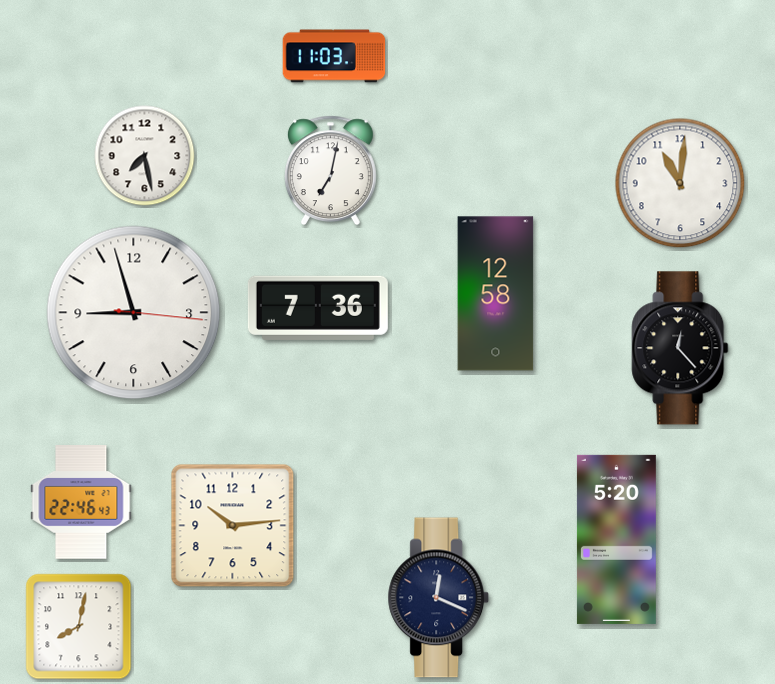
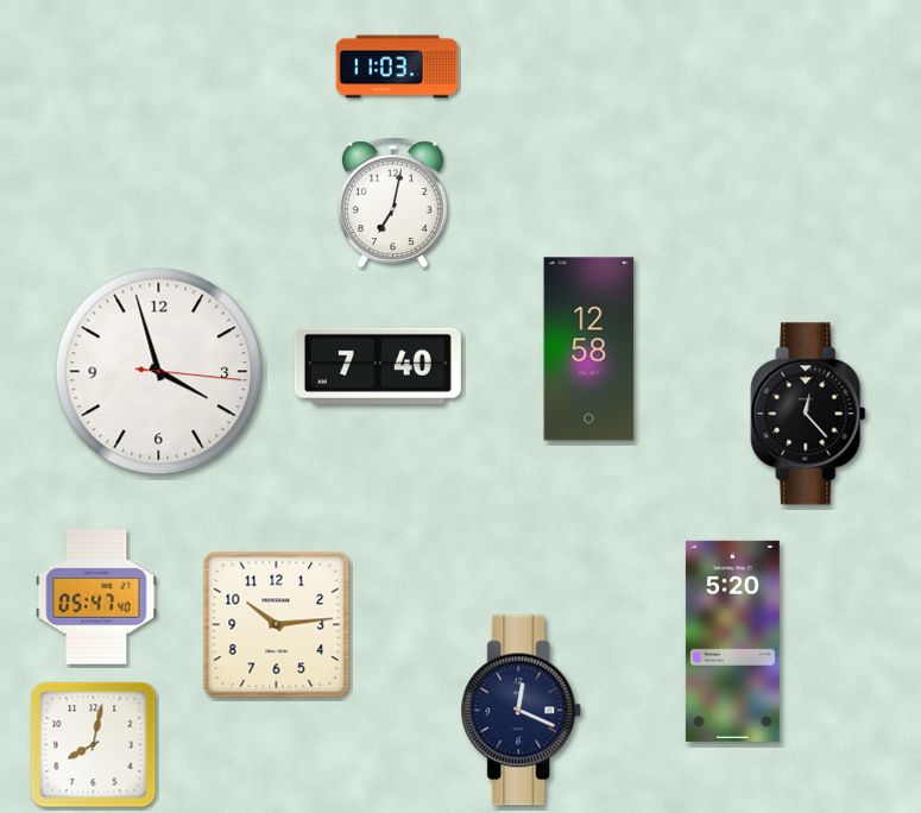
clock at (145, 156): 7:28 -> none
clock at (680, 183): 11:01 -> none
clock at (318, 308): 7:36 -> 7:40
clock at (134, 313): 8:57 -> 3:57
clock at (81, 502): 22:46 -> 05:47
